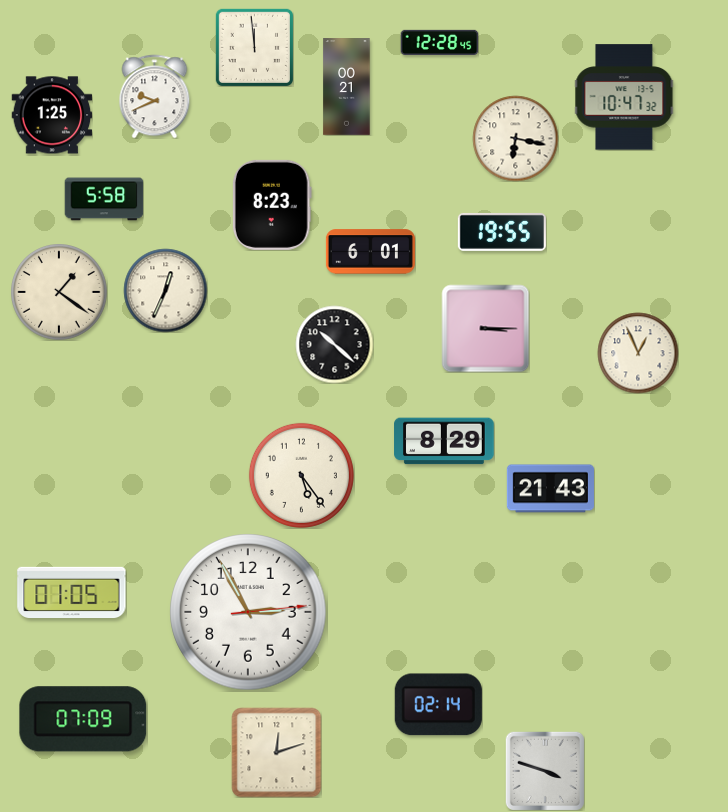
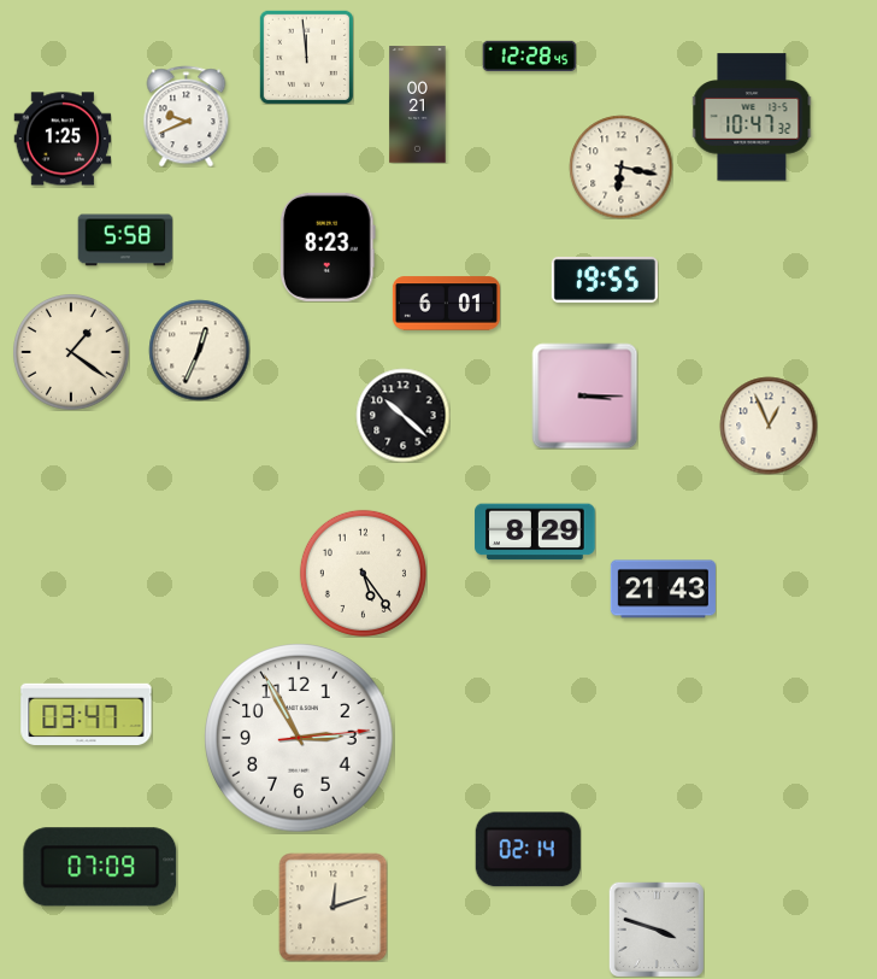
clock at (439, 42) position: (439, 42) -> (529, 55)
clock at (72, 592): 01:05 -> 03:47
